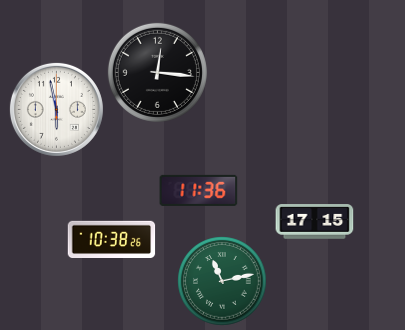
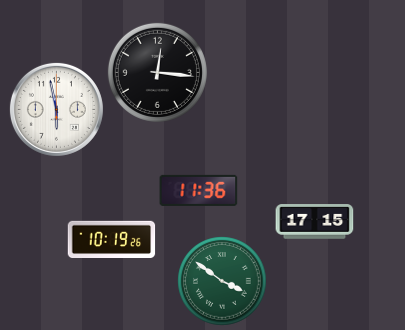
clock at (111, 239): 10:38 -> 10:19
clock at (222, 281): 11:13 -> 3:51
